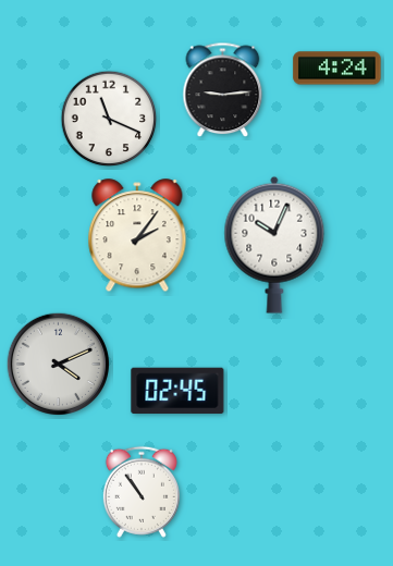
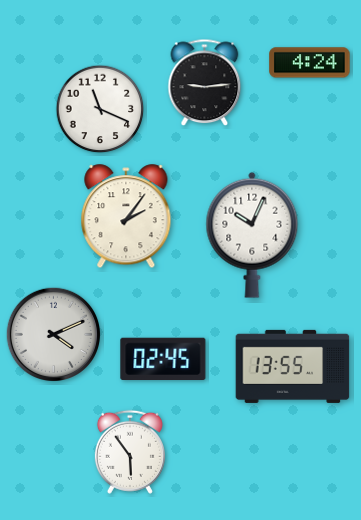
clock at (274, 245) position: (274, 245) -> (252, 235)
clock at (293, 366): none -> 13:55
clock at (142, 492): 10:54 -> 5:54
